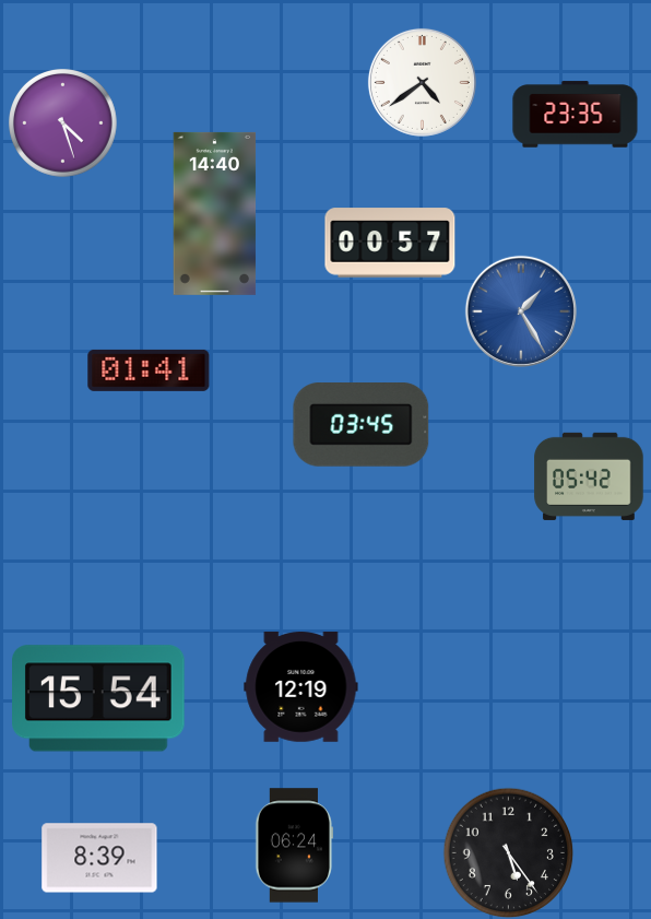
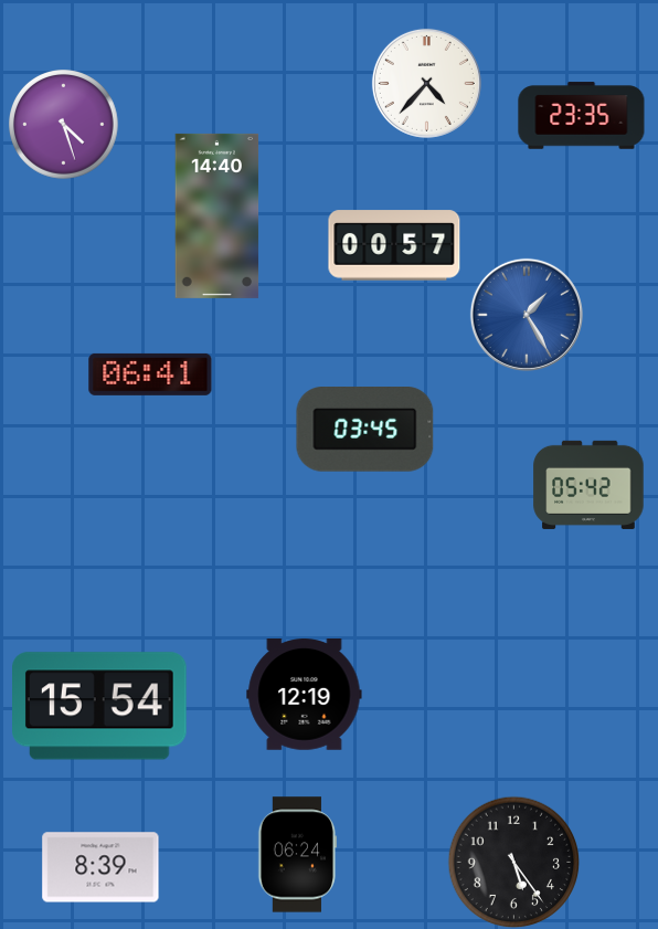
clock at (422, 82): 4:39 -> 4:37
clock at (149, 370): 01:41 -> 06:41
clock at (589, 476) position: (589, 476) -> (588, 485)
